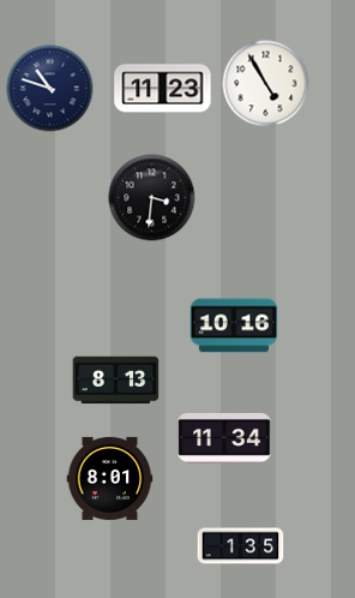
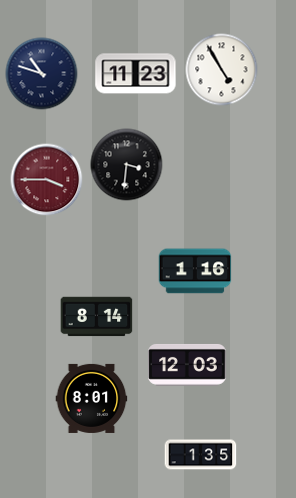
clock at (47, 180): none -> 3:45
clock at (234, 325): 10:16 -> 1:16
clock at (116, 381): 8:13 -> 8:14
clock at (224, 438): 11:34 -> 12:03
